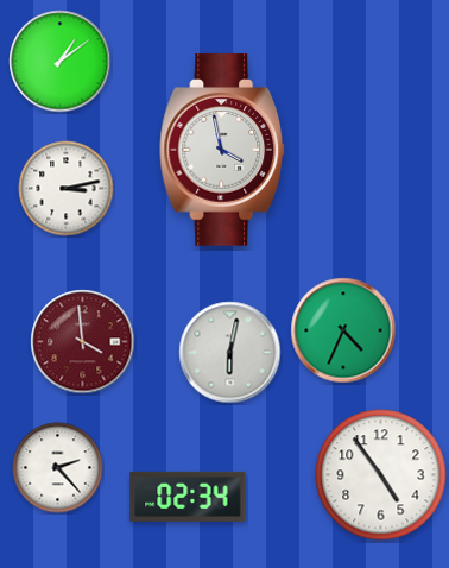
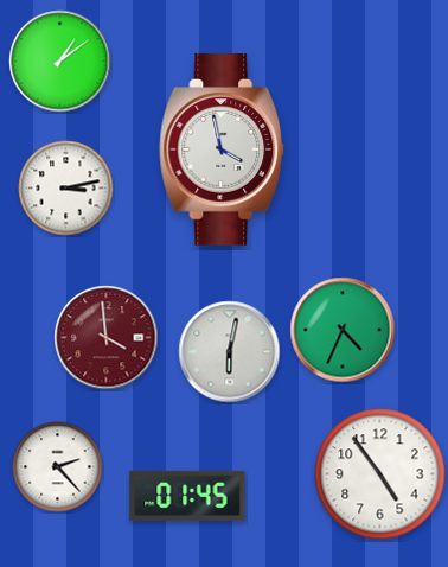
clock at (83, 342) position: (83, 342) -> (107, 338)
clock at (188, 497): 02:34 -> 01:45
